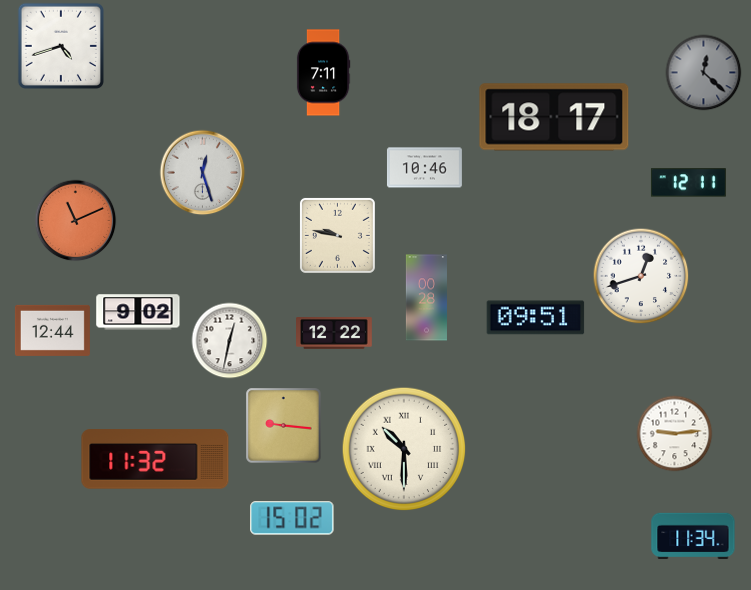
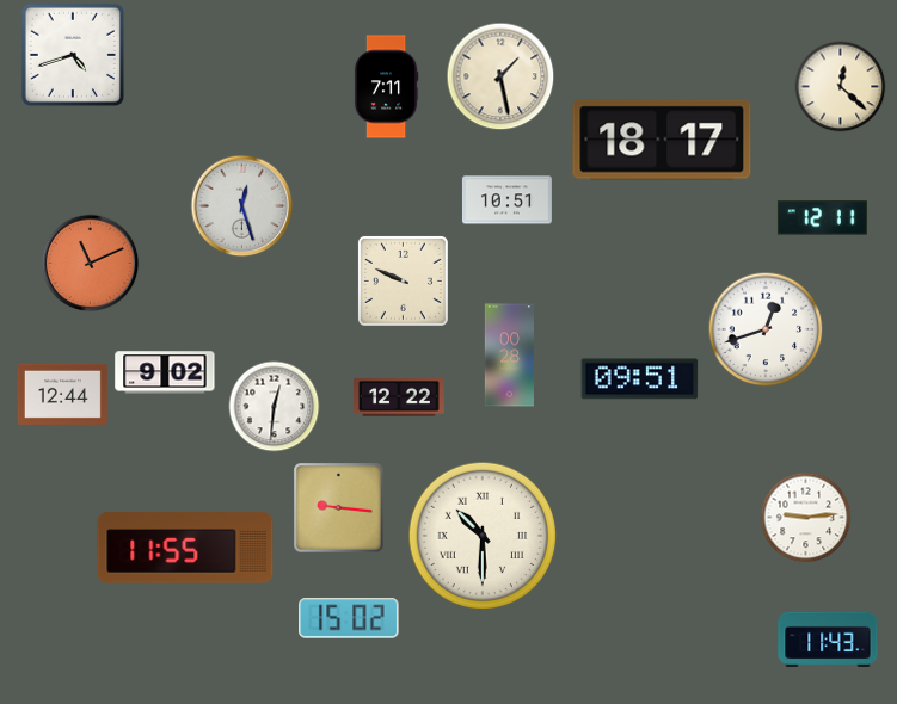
clock at (500, 76): none -> 1:28
clock at (704, 73) dial: grey -> cream
clock at (424, 168): 10:46 -> 10:51
clock at (337, 235): 9:47 -> 9:49
clock at (230, 341): 12:32 -> 12:31
clock at (155, 459): 11:32 -> 11:55
clock at (693, 536): 11:34 -> 11:43
